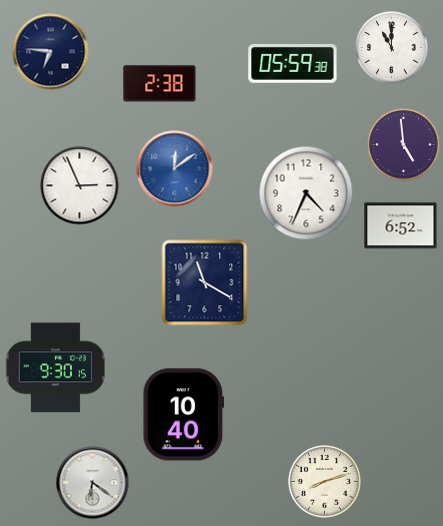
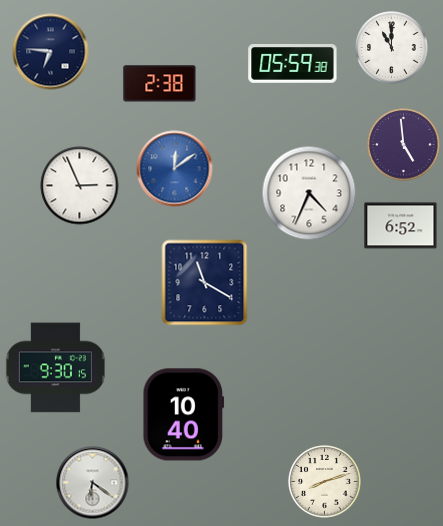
clock at (306, 193) position: (306, 193) -> (309, 193)
